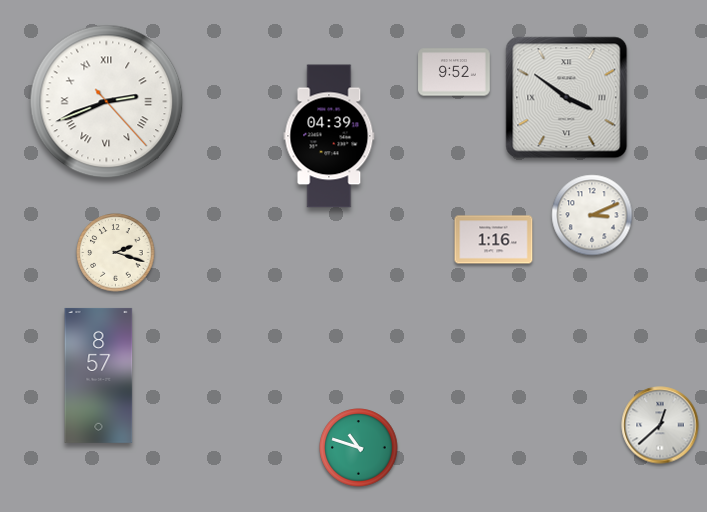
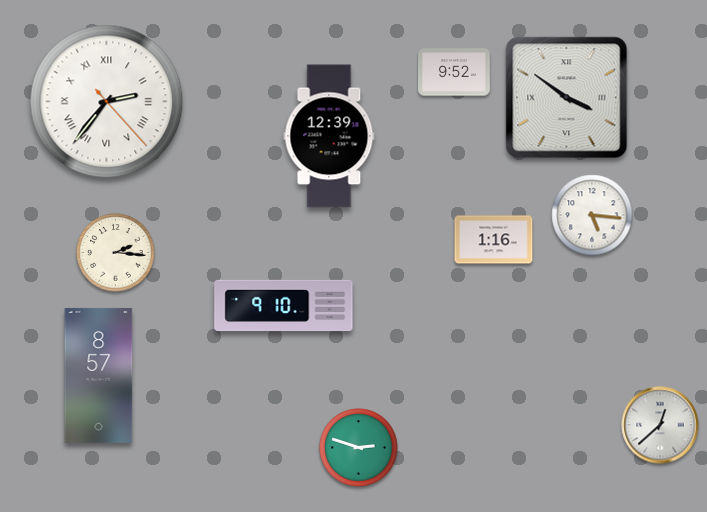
clock at (107, 102): 2:41 -> 2:36
clock at (329, 136): 04:39 -> 12:39
clock at (592, 215): 3:11 -> 5:16
clock at (116, 253): 2:18 -> 2:16
clock at (284, 306): none -> 9:10
clock at (359, 448): 10:48 -> 2:48
